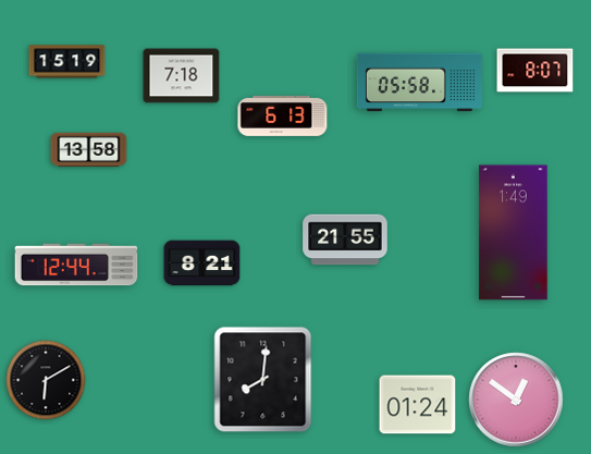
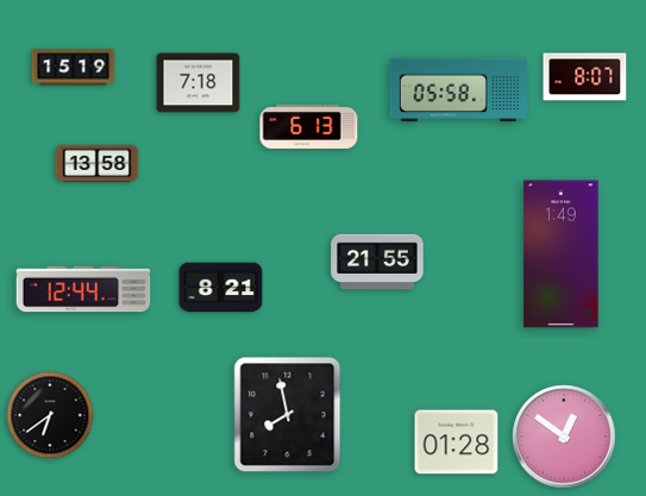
clock at (46, 380): 6:10 -> 6:39
clock at (263, 380): 8:01 -> 7:58
clock at (418, 405): 01:24 -> 01:28
